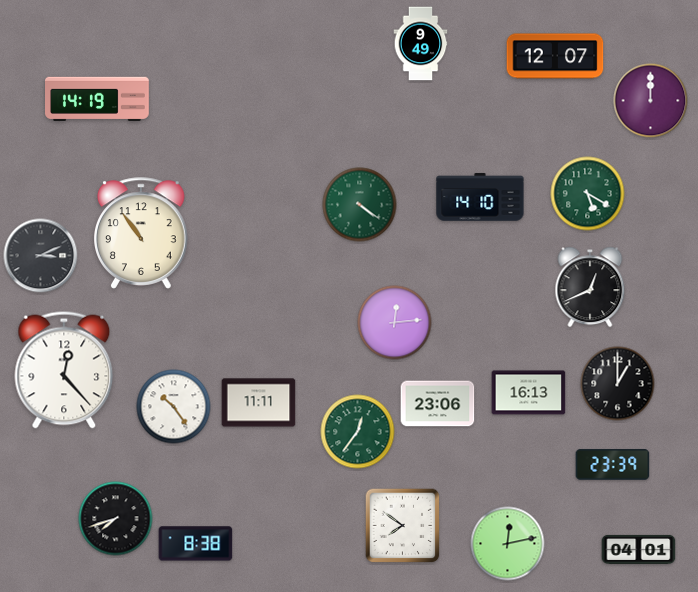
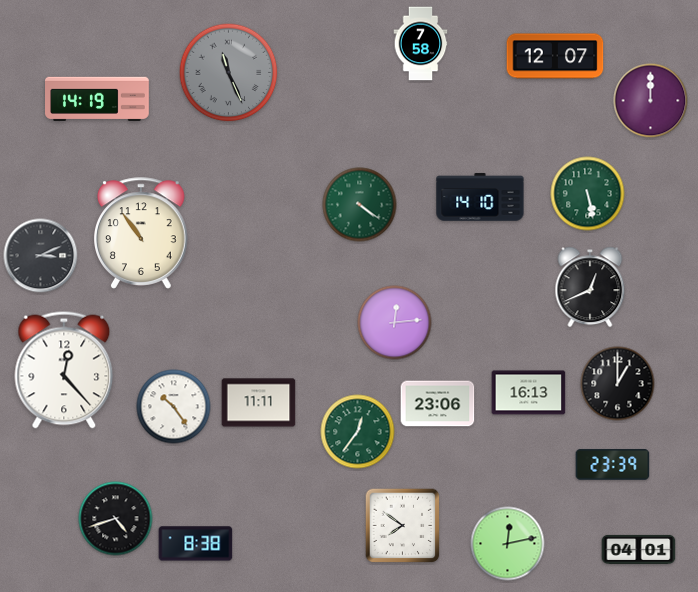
clock at (421, 44): 9:49 -> 7:58
clock at (229, 73): none -> 11:26
clock at (588, 194): 5:20 -> 5:28
clock at (116, 519): 7:42 -> 4:42
